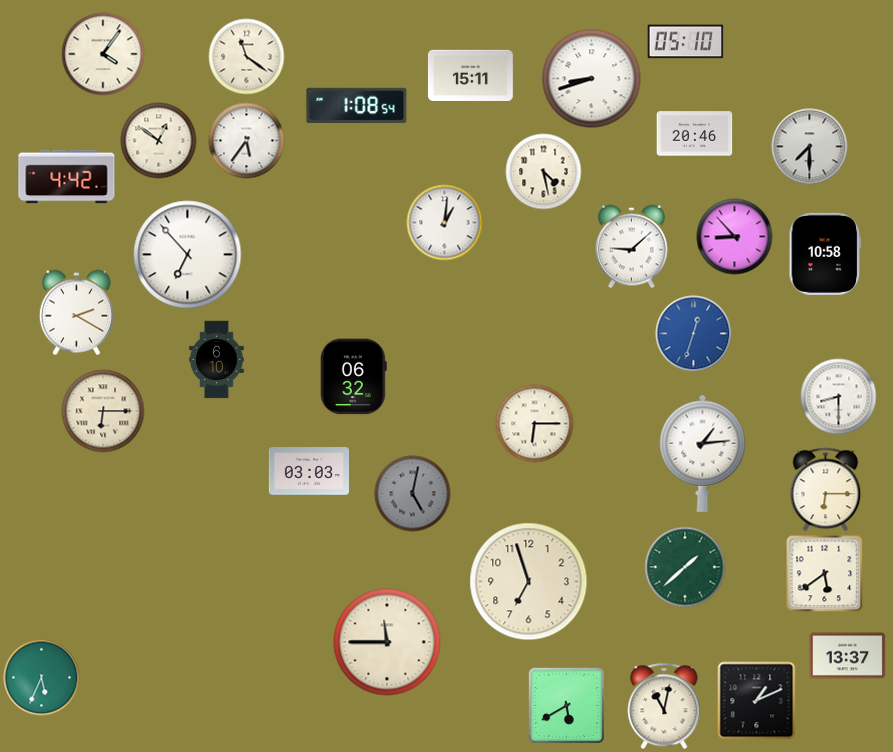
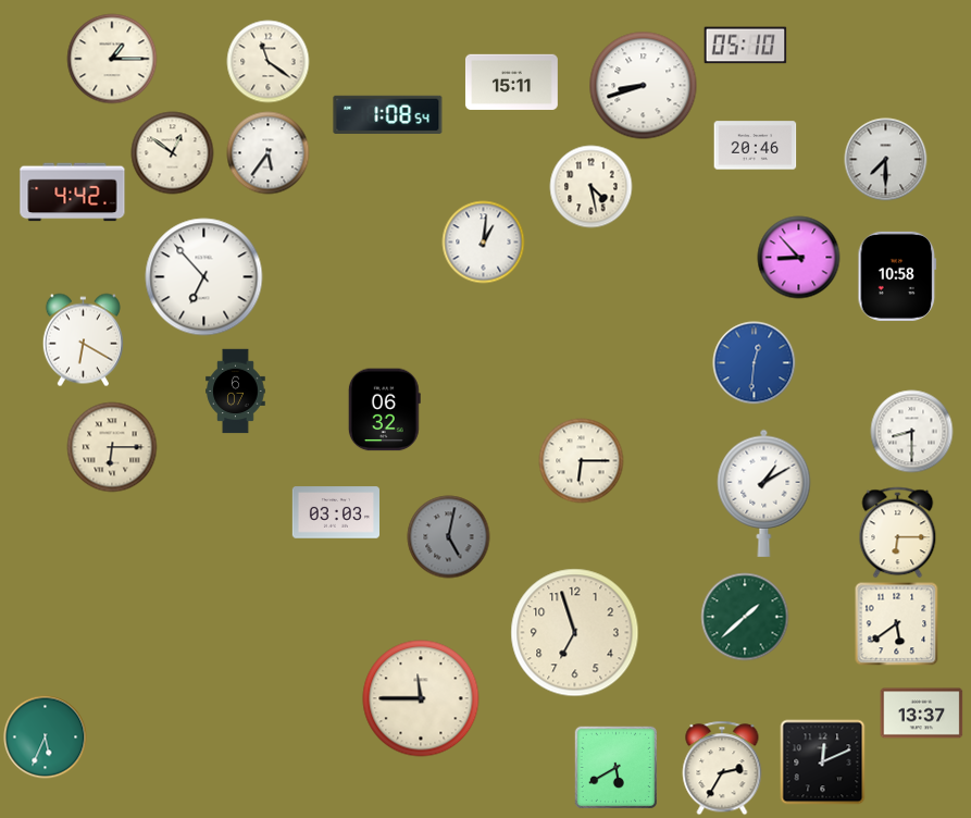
clock at (103, 54): 4:06 -> 1:15
clock at (810, 147) position: (810, 147) -> (886, 160)
clock at (632, 247): 9:08 -> none
clock at (76, 313): 2:20 -> 6:20
clock at (694, 334): 12:33 -> 12:31
clock at (217, 360): 6:10 -> 6:07
clock at (703, 453): 1:14 -> 1:10
clock at (757, 701): 1:11 -> 12:11
clock at (664, 706): 11:02 -> 2:35
